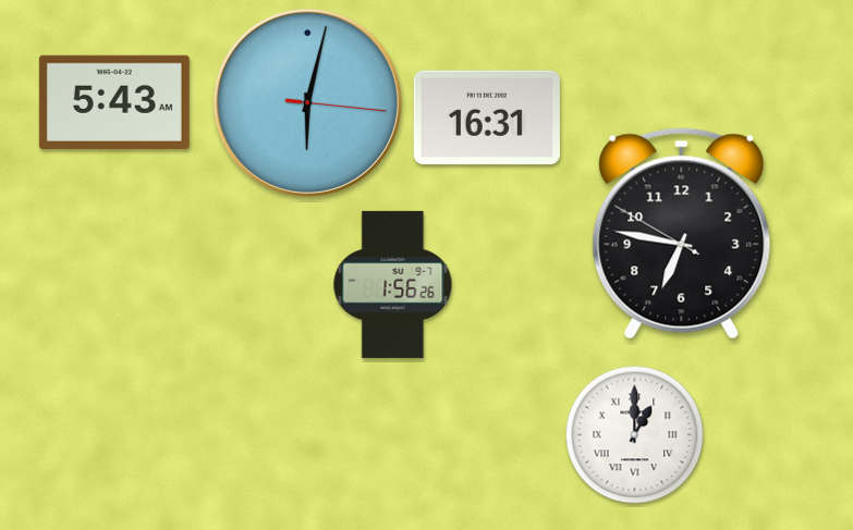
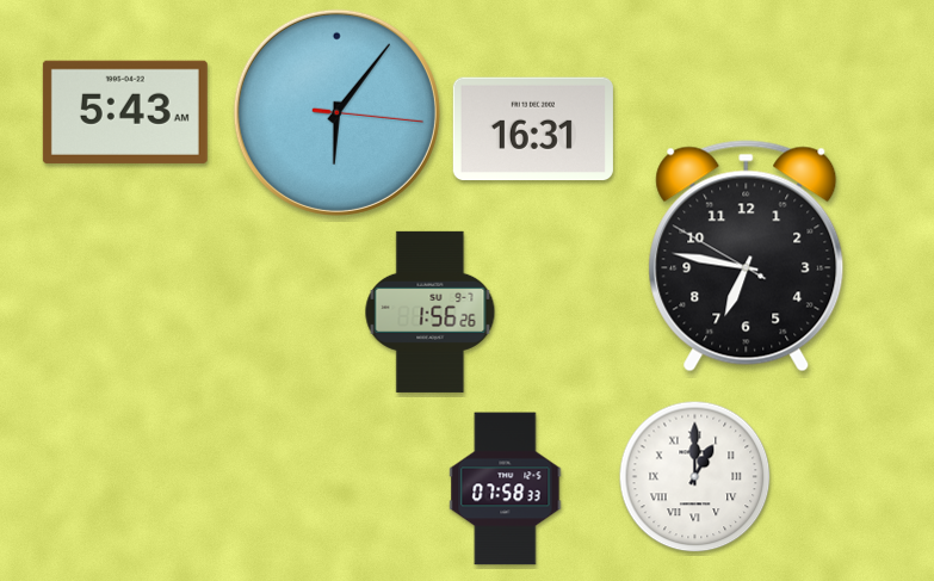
clock at (307, 102): 6:02 -> 6:06
clock at (506, 489): none -> 07:58
